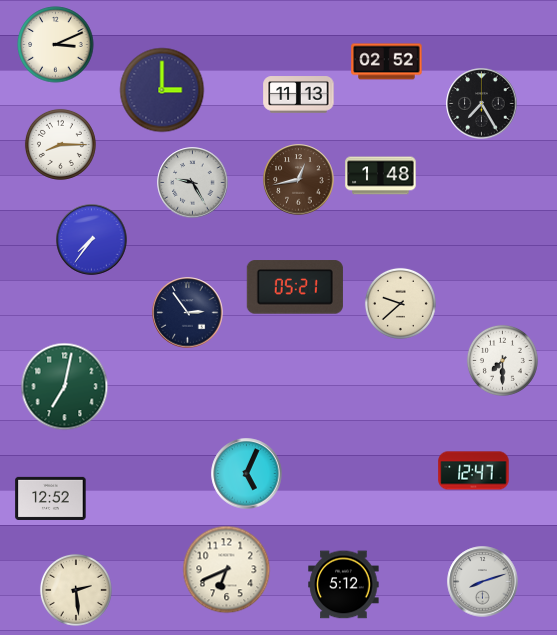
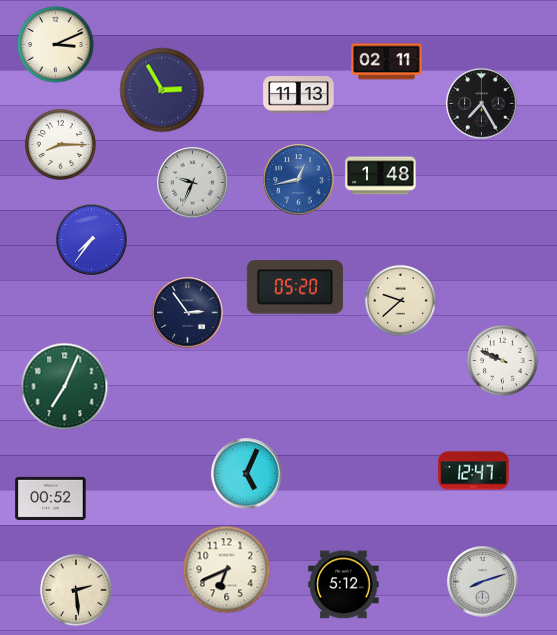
clock at (387, 62): 02:52 -> 02:11
clock at (162, 90): 3:00 -> 2:55
clock at (299, 180) dial: brown -> blue
clock at (193, 183): 9:25 -> 9:34
clock at (295, 287): 05:21 -> 05:20
clock at (400, 303) position: (400, 303) -> (400, 300)
clock at (502, 360): 7:30 -> 9:49
clock at (65, 387): 7:02 -> 7:04
clock at (51, 498): 12:52 -> 00:52
